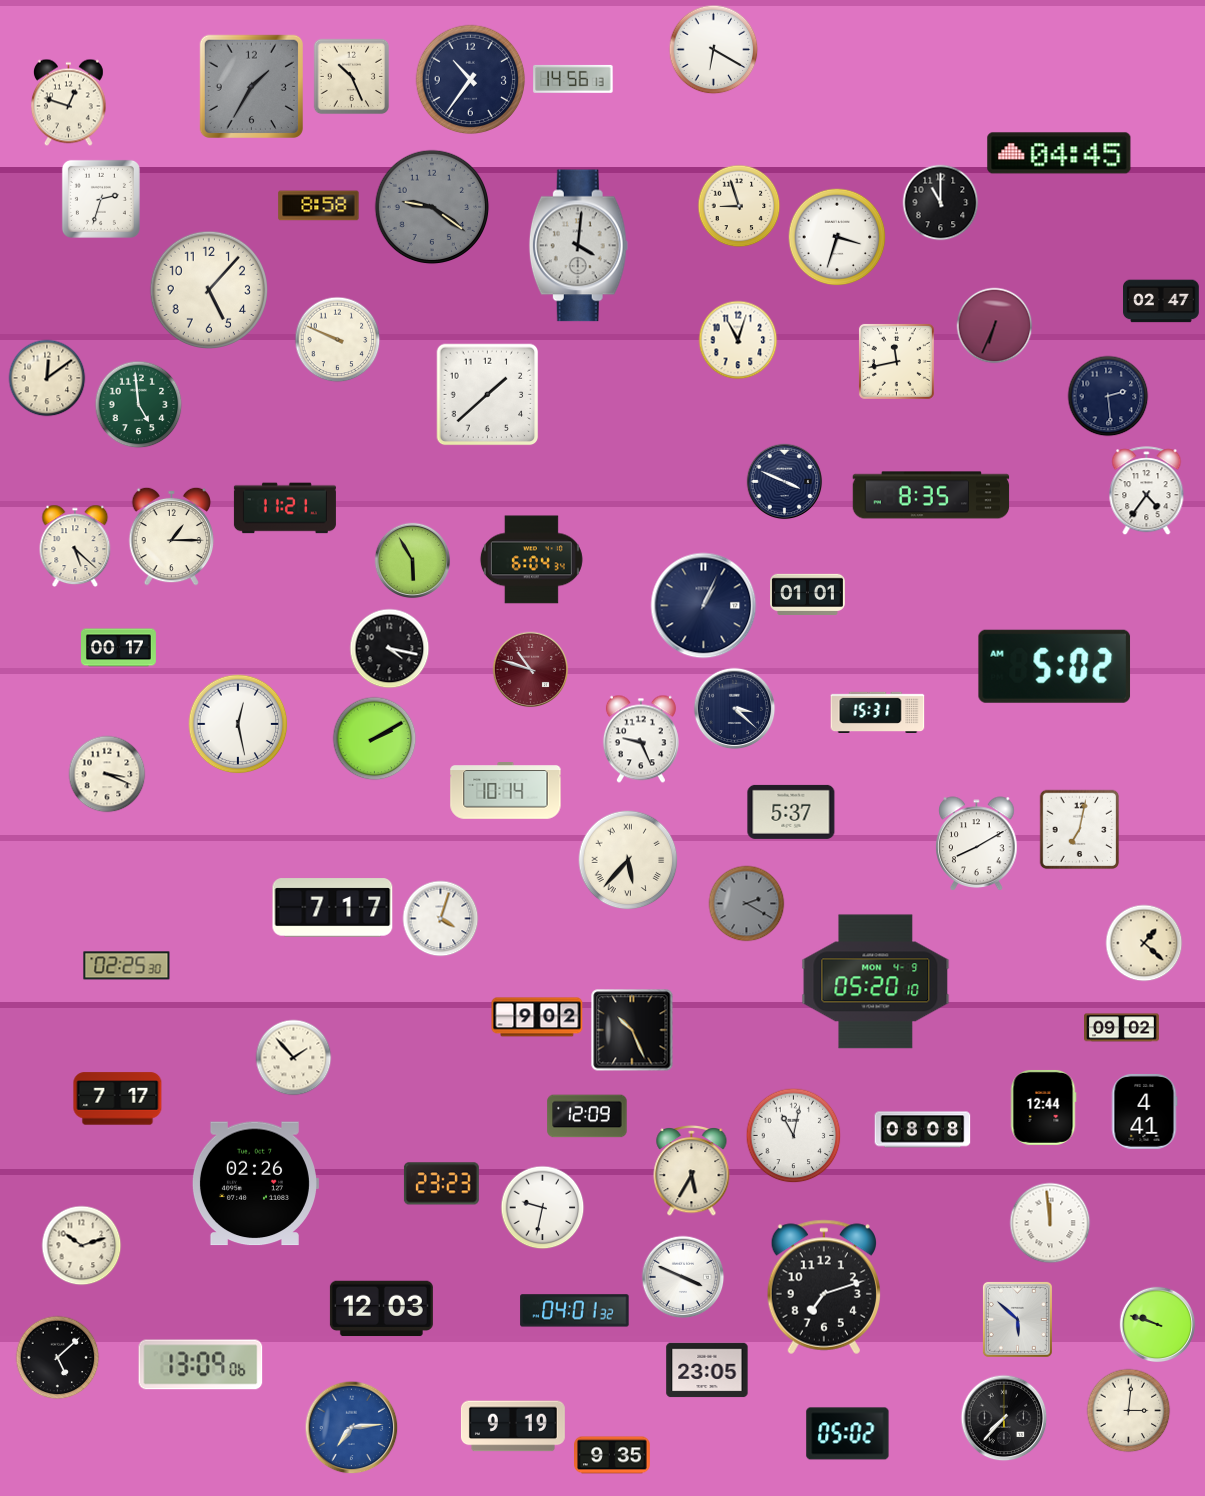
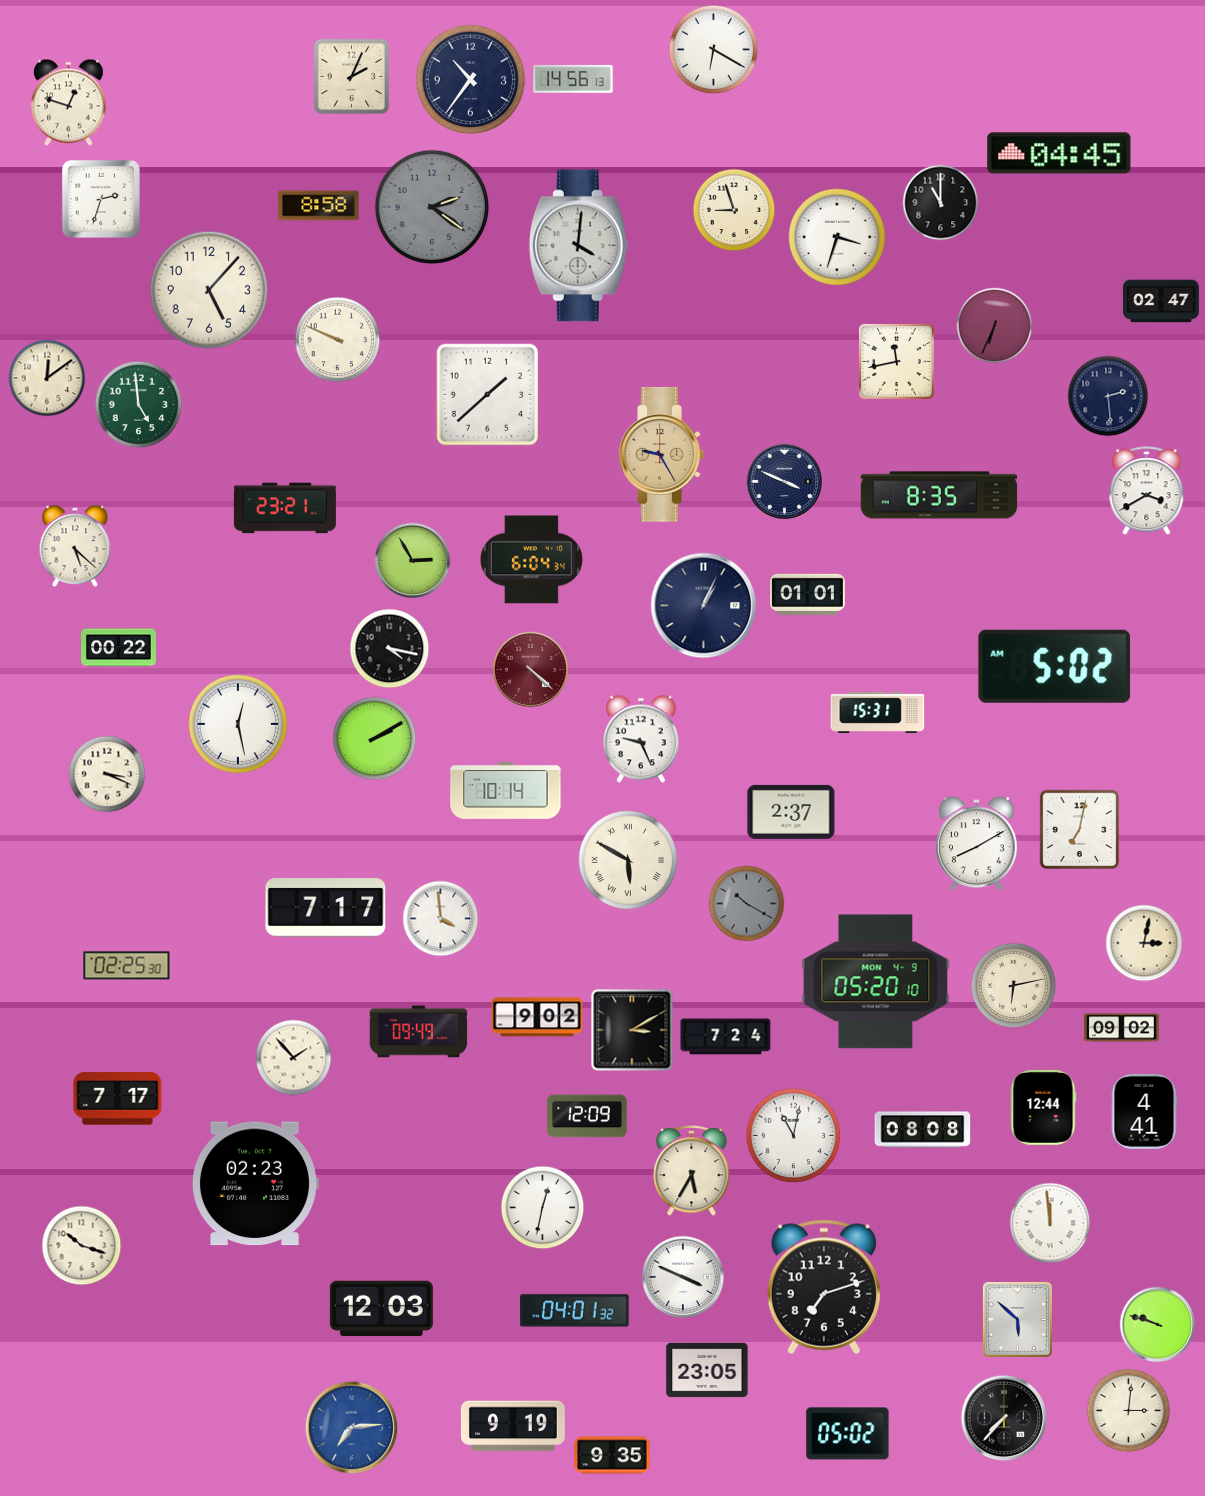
clock at (352, 77): 10:26 -> 2:04
clock at (251, 86): 1:35 -> none
clock at (739, 206) position: (739, 206) -> (734, 210)
clock at (432, 207): 9:21 -> 2:21
clock at (738, 340): 11:03 -> none
clock at (661, 455): none -> 9:25
clock at (1147, 491): 4:36 -> 3:40
clock at (931, 495) position: (931, 495) -> (939, 495)
clock at (285, 508): 11:21 -> 23:21
clock at (172, 536): 1:15 -> none
clock at (413, 561): 5:55 -> 2:55
clock at (119, 648): 00:17 -> 00:22
clock at (531, 670): 10:48 -> 4:22
clock at (735, 709): 3:22 -> none
clock at (791, 812): 5:37 -> 2:37
clock at (628, 860): 5:37 -> 5:50
clock at (747, 904): 2:20 -> 10:20
clock at (333, 908) position: (333, 908) -> (326, 908)
clock at (441, 919): 4:03 -> 3:59
clock at (1144, 943): 1:22 -> 3:02
clock at (1014, 986): none -> 6:13
clock at (632, 1030): 10:26 -> 3:10
clock at (419, 1032): none -> 09:49
clock at (726, 1037): none -> 7:24
clock at (255, 1184): 02:26 -> 02:23
clock at (441, 1184): 23:23 -> none
clock at (543, 1208): 9:32 -> 12:32
clock at (82, 1246): 10:12 -> 10:18
clock at (58, 1358): 5:08 -> none
clock at (201, 1365): 13:09 -> none
